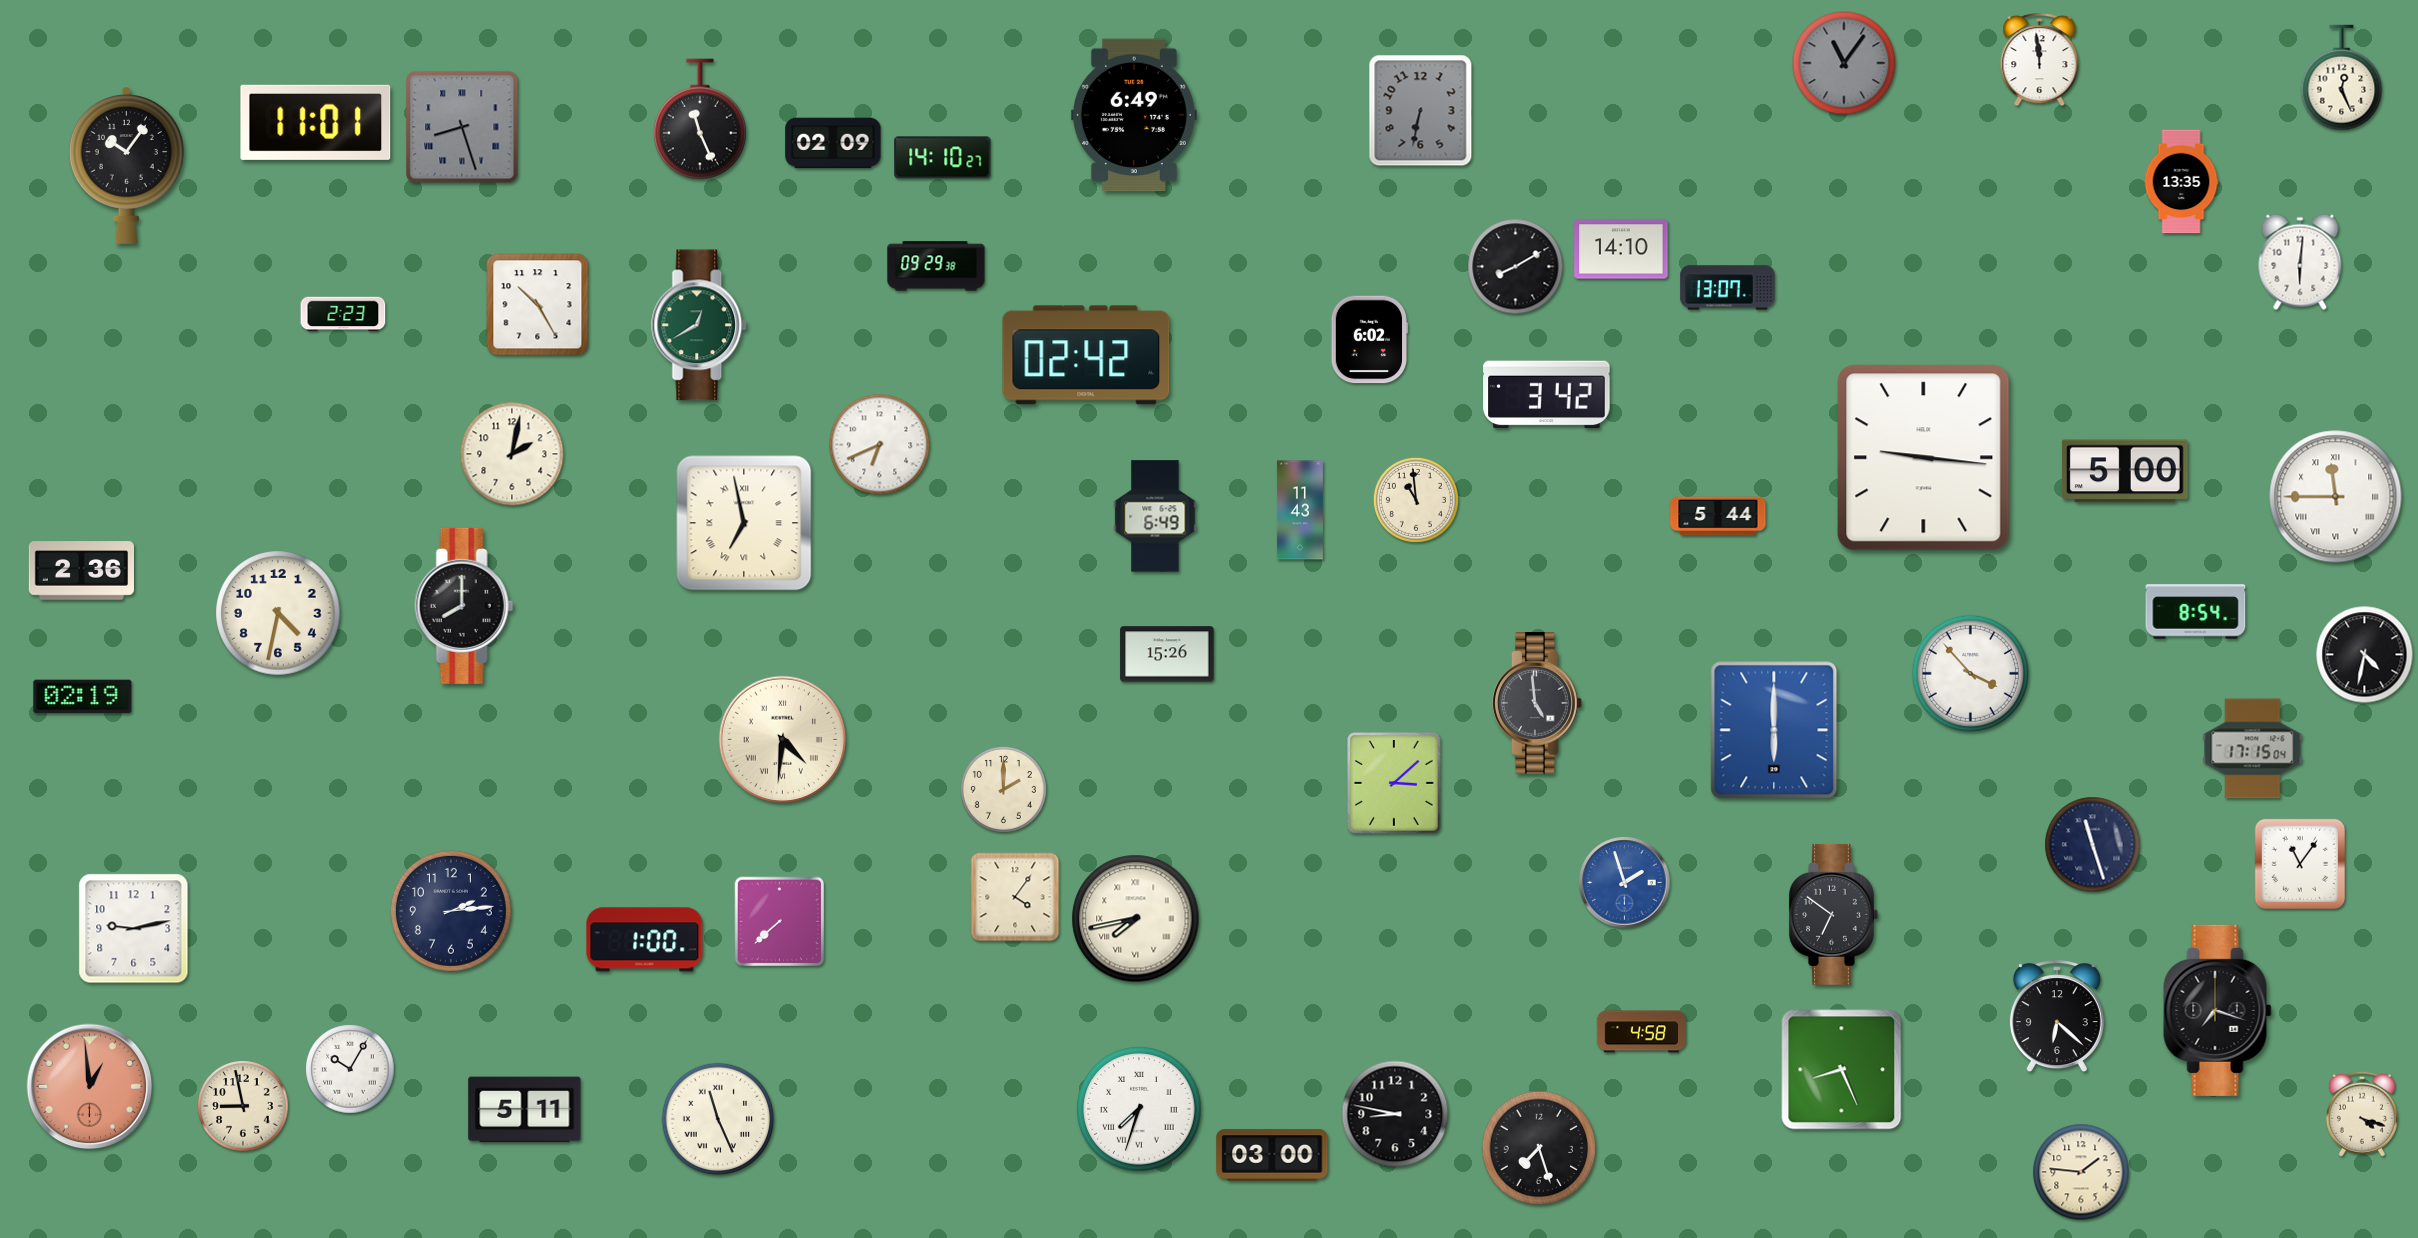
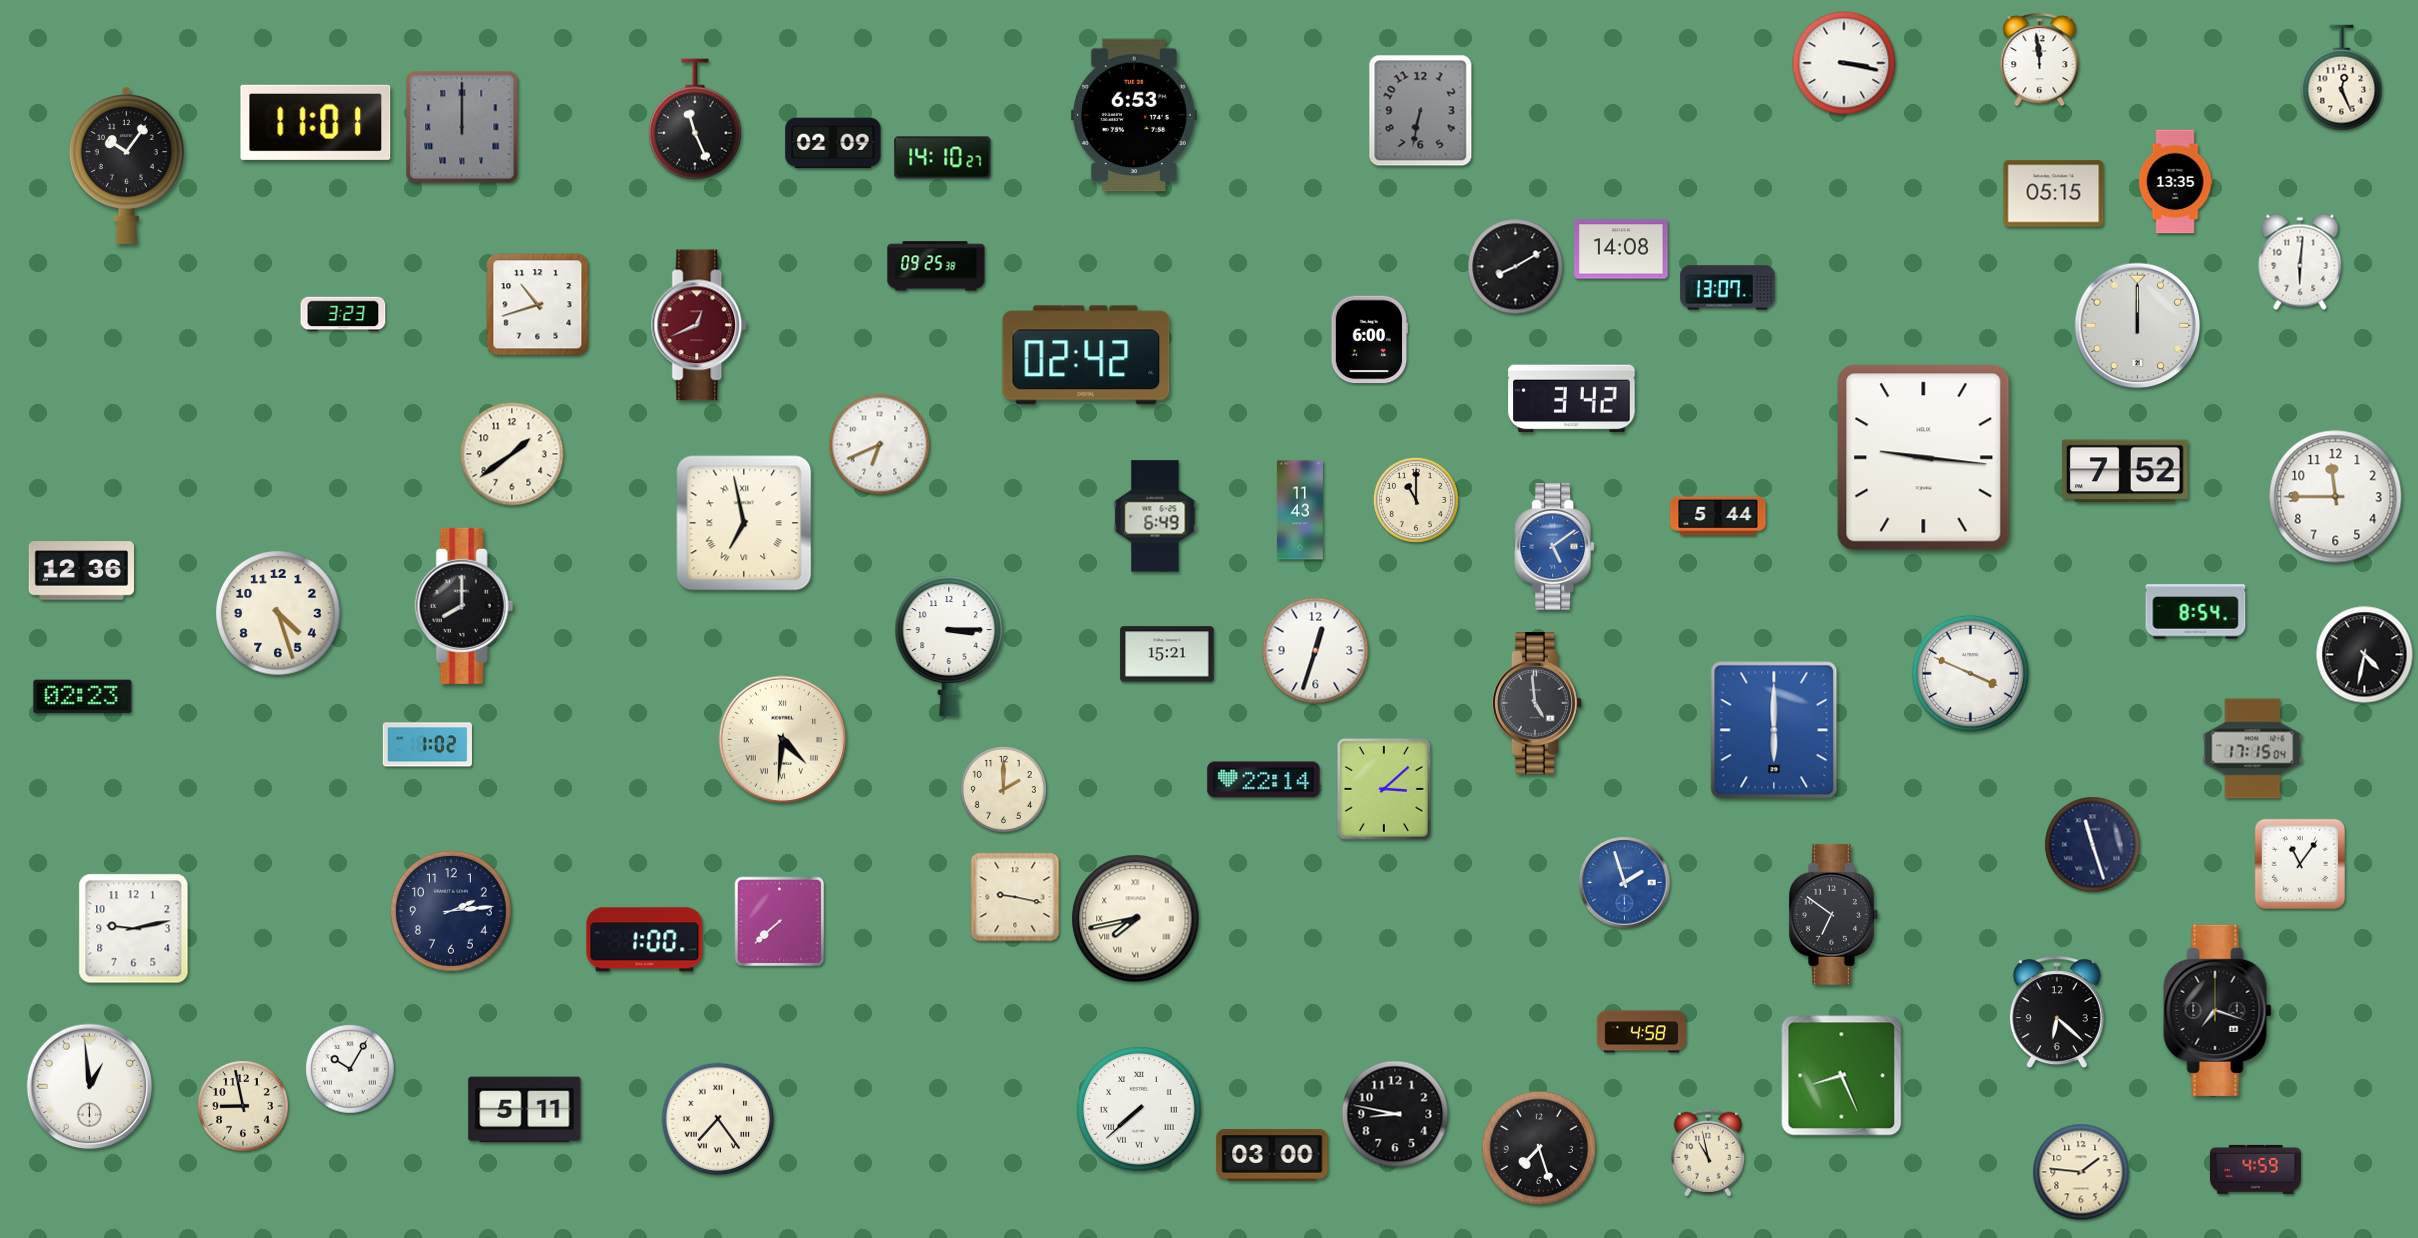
clock at (1844, 63): 11:06 -> 3:17
clock at (1844, 63) dial: grey -> white
clock at (1134, 115): 6:49 -> 6:53
clock at (700, 119) position: (700, 119) -> (695, 119)
clock at (462, 127): 8:27 -> 12:00
clock at (2181, 182) position: (2181, 182) -> (2175, 182)
clock at (2054, 194): none -> 05:15
clock at (1621, 249): 14:10 -> 14:08
clock at (936, 266): 09:29 -> 09:25
clock at (538, 305): 10:25 -> 10:42
clock at (343, 314): 2:23 -> 3:23
clock at (700, 325): 12:40 -> 12:41
clock at (700, 325) dial: green -> burgundy
clock at (2138, 326): none -> 12:00
clock at (1369, 340): 6:02 -> 6:00
clock at (1547, 395) position: (1547, 395) -> (1572, 399)
clock at (512, 454): 2:02 -> 1:39
clock at (2125, 471): 5:00 -> 7:52
clock at (2336, 497) numerals: Roman -> Arabic
clock at (1416, 500): 10:59 -> 11:00
clock at (1554, 547): none -> 5:09
clock at (81, 571): 2:36 -> 12:36
clock at (278, 613): 4:32 -> 4:27
clock at (949, 646): none -> 3:15
clock at (1316, 651): none -> 12:33
clock at (1167, 654): 15:26 -> 15:21
clock at (1970, 673): 3:53 -> 3:49
clock at (83, 697): 02:19 -> 02:23
clock at (427, 745): none -> 1:02
clock at (1264, 780): none -> 22:14
clock at (1395, 784) position: (1395, 784) -> (1385, 790)
clock at (1015, 897): 4:06 -> 9:17
clock at (2057, 1017) position: (2057, 1017) -> (2057, 1013)
clock at (1842, 1070) position: (1842, 1070) -> (1842, 1076)
clock at (90, 1087) dial: salmon -> white
clock at (1139, 1109): 7:33 -> 7:38
clock at (2362, 1114): 4:18 -> none
clock at (718, 1119): 11:26 -> 7:24
clock at (1708, 1153): none -> 10:58
clock at (2255, 1169): none -> 4:59
